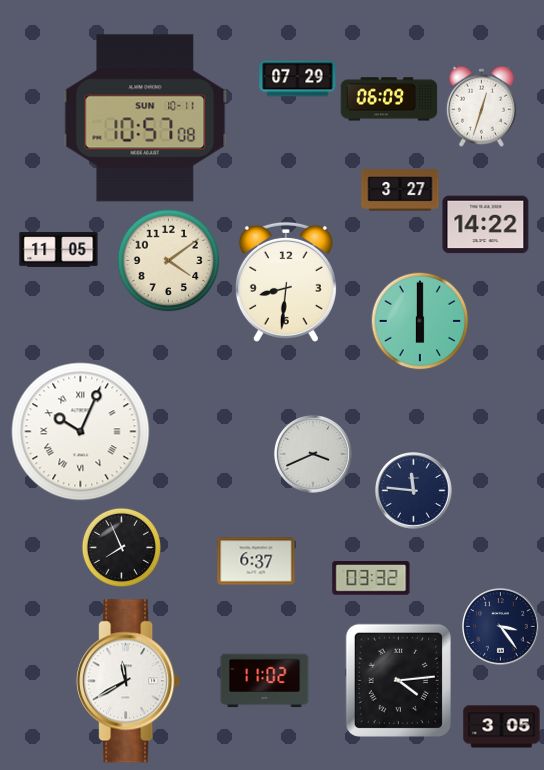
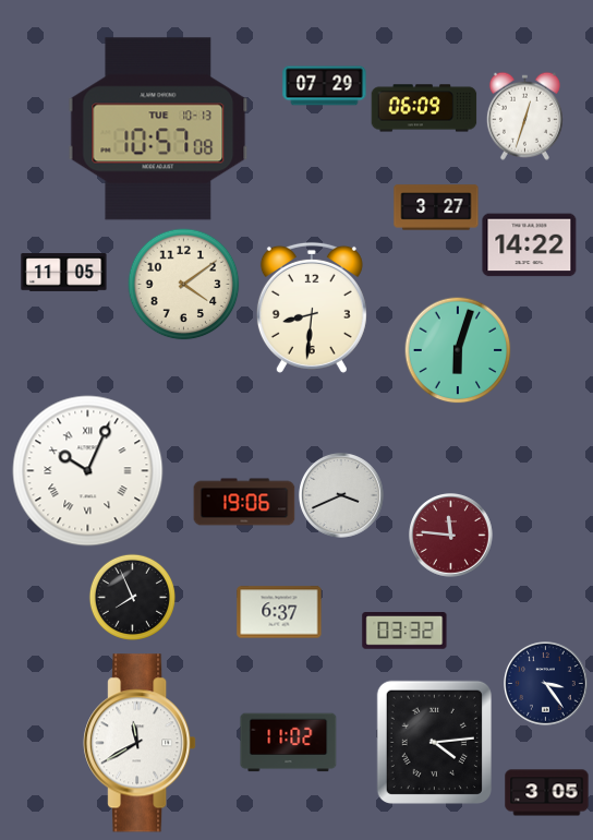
clock at (145, 118) date: SUN 10-11 -> TUE 10-13
clock at (420, 321): 6:00 -> 6:03
clock at (244, 502): none -> 19:06
clock at (414, 491) dial: navy -> burgundy
